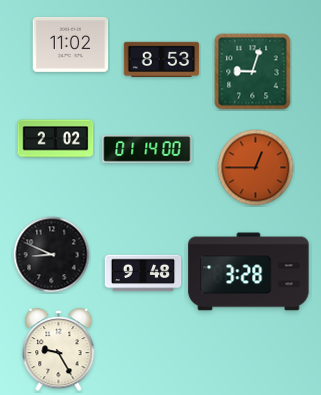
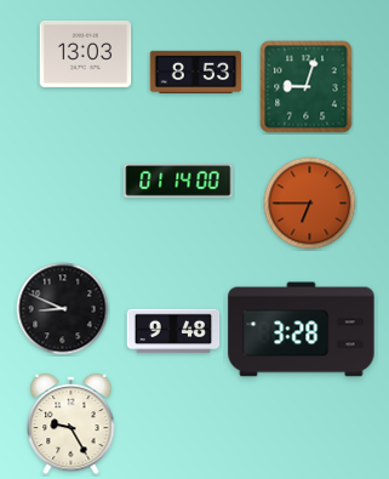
clock at (71, 44): 11:02 -> 13:03
clock at (56, 139): 2:02 -> none
clock at (256, 168): 12:45 -> 6:45
